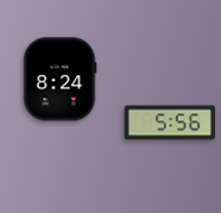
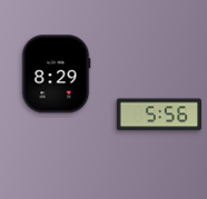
clock at (59, 80): 8:24 -> 8:29
